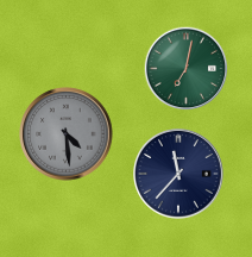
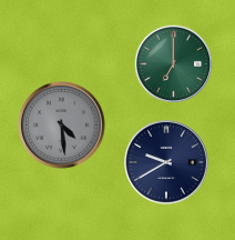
clock at (187, 69): 7:02 -> 7:00
clock at (179, 175): 11:37 -> 9:40
